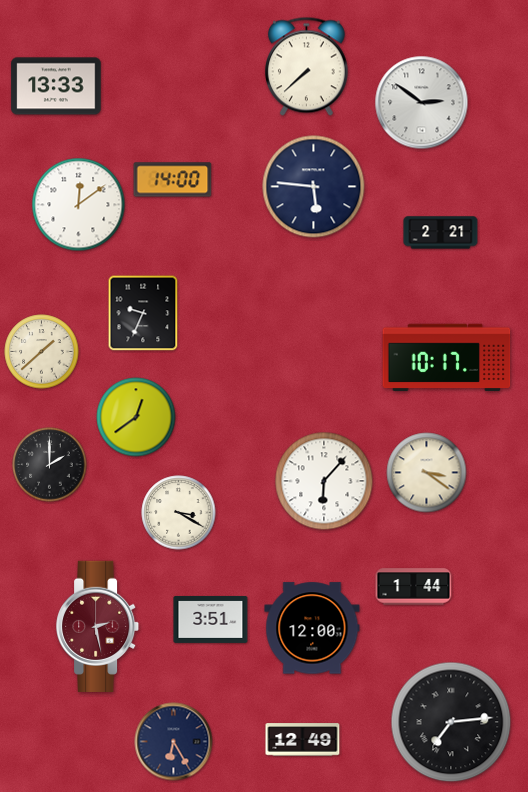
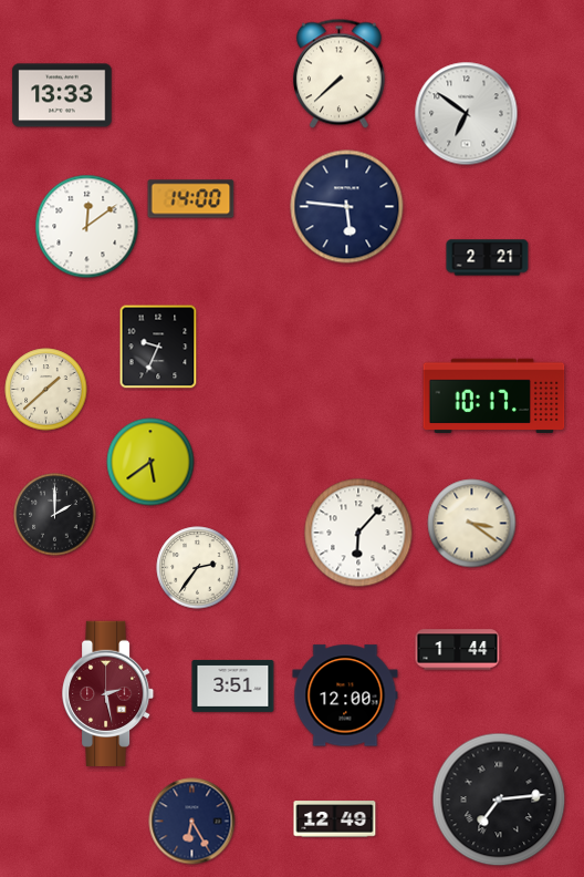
clock at (422, 103): 2:51 -> 6:51
clock at (136, 417): 12:39 -> 5:39
clock at (179, 513): 3:20 -> 2:36
